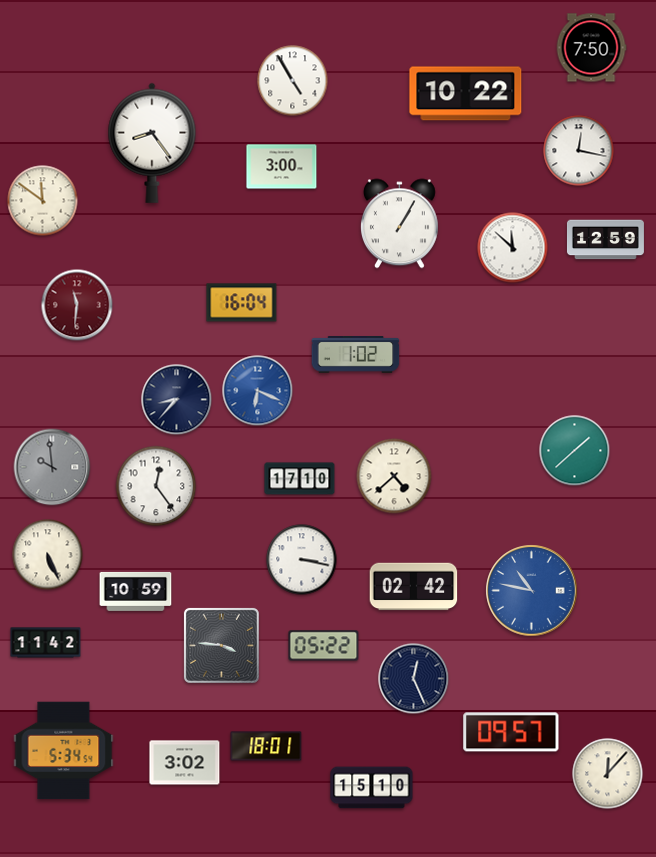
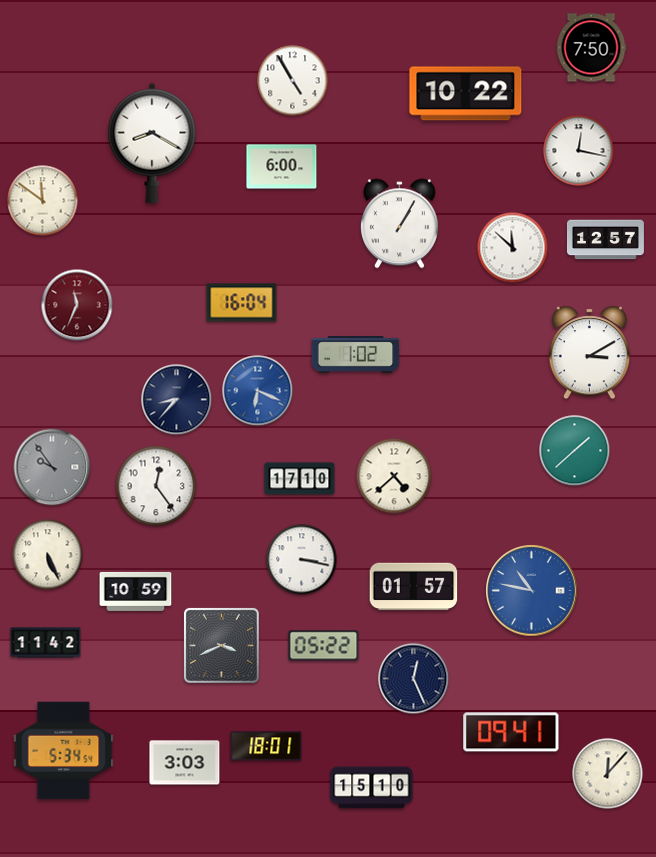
clock at (152, 143): 8:24 -> 8:20
clock at (282, 167): 3:00 -> 6:00
clock at (605, 240): 12:59 -> 12:57
clock at (77, 305): 11:31 -> 11:34
clock at (589, 353): none -> 3:10
clock at (52, 467): 9:59 -> 9:54
clock at (414, 587): 02:42 -> 01:57
clock at (221, 645): 3:46 -> 3:41
clock at (511, 732): 09:57 -> 09:41
clock at (185, 763): 3:02 -> 3:03
